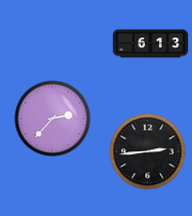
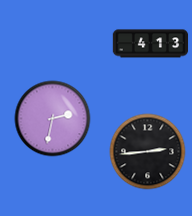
clock at (151, 44): 6:13 -> 4:13
clock at (53, 119): 2:37 -> 2:32
